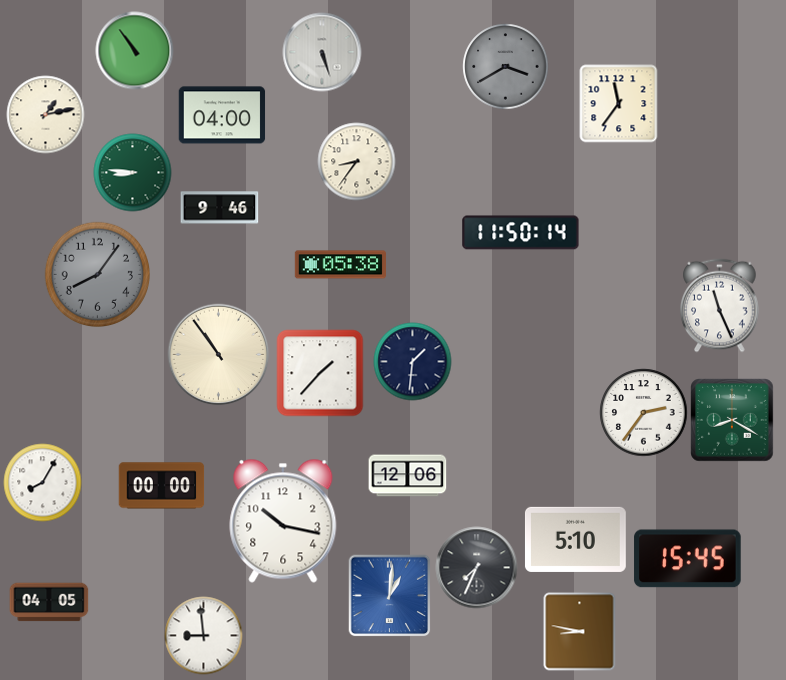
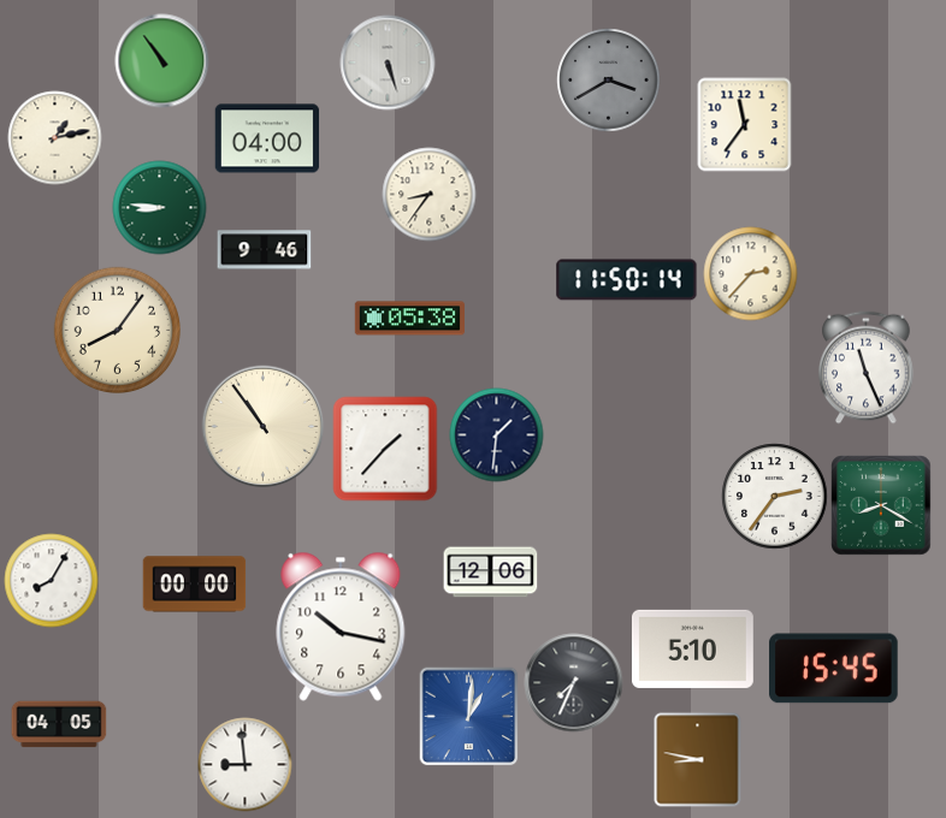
clock at (750, 273): none -> 2:37
clock at (97, 274) dial: grey -> cream
clock at (688, 559) position: (688, 559) -> (834, 669)
